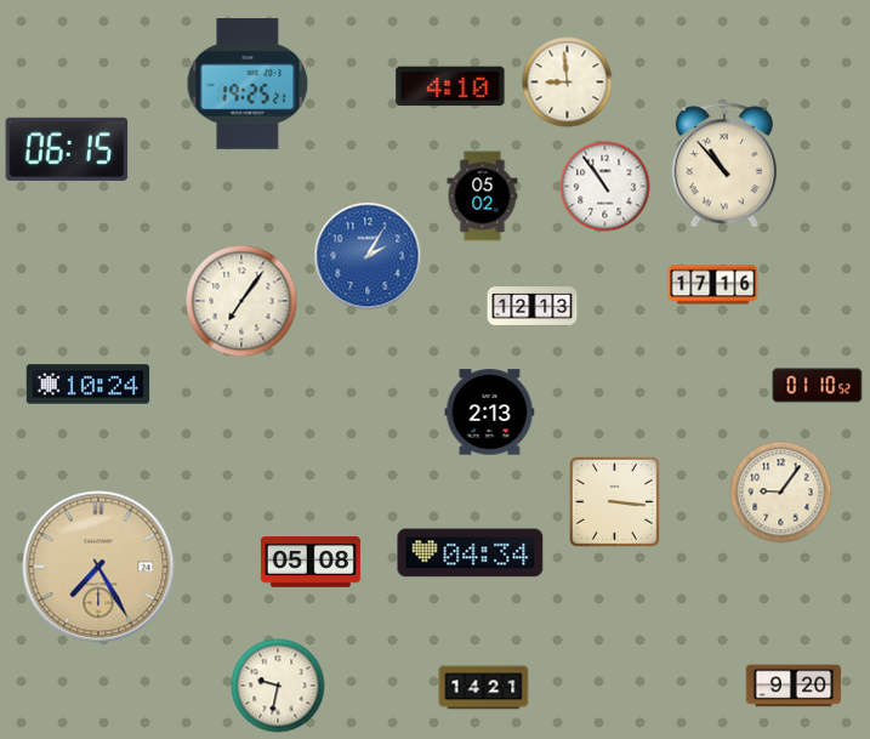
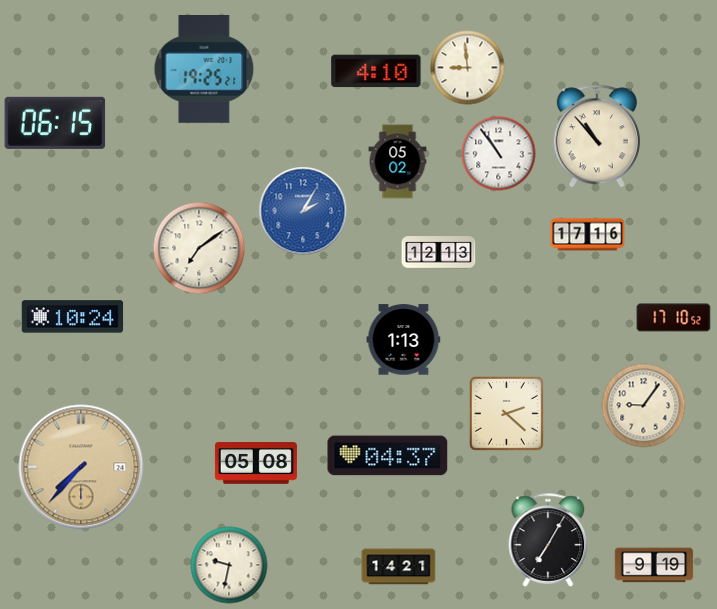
clock at (450, 86) position: (450, 86) -> (376, 71)
clock at (241, 301): 7:06 -> 7:09
clock at (818, 386): 01:10 -> 17:10
clock at (490, 413): 2:13 -> 1:13
clock at (615, 502): 3:16 -> 2:22
clock at (471, 553): 04:34 -> 04:37
clock at (98, 567): 7:25 -> 7:37
clock at (548, 540): none -> 7:05
clock at (794, 686): 9:20 -> 9:19
